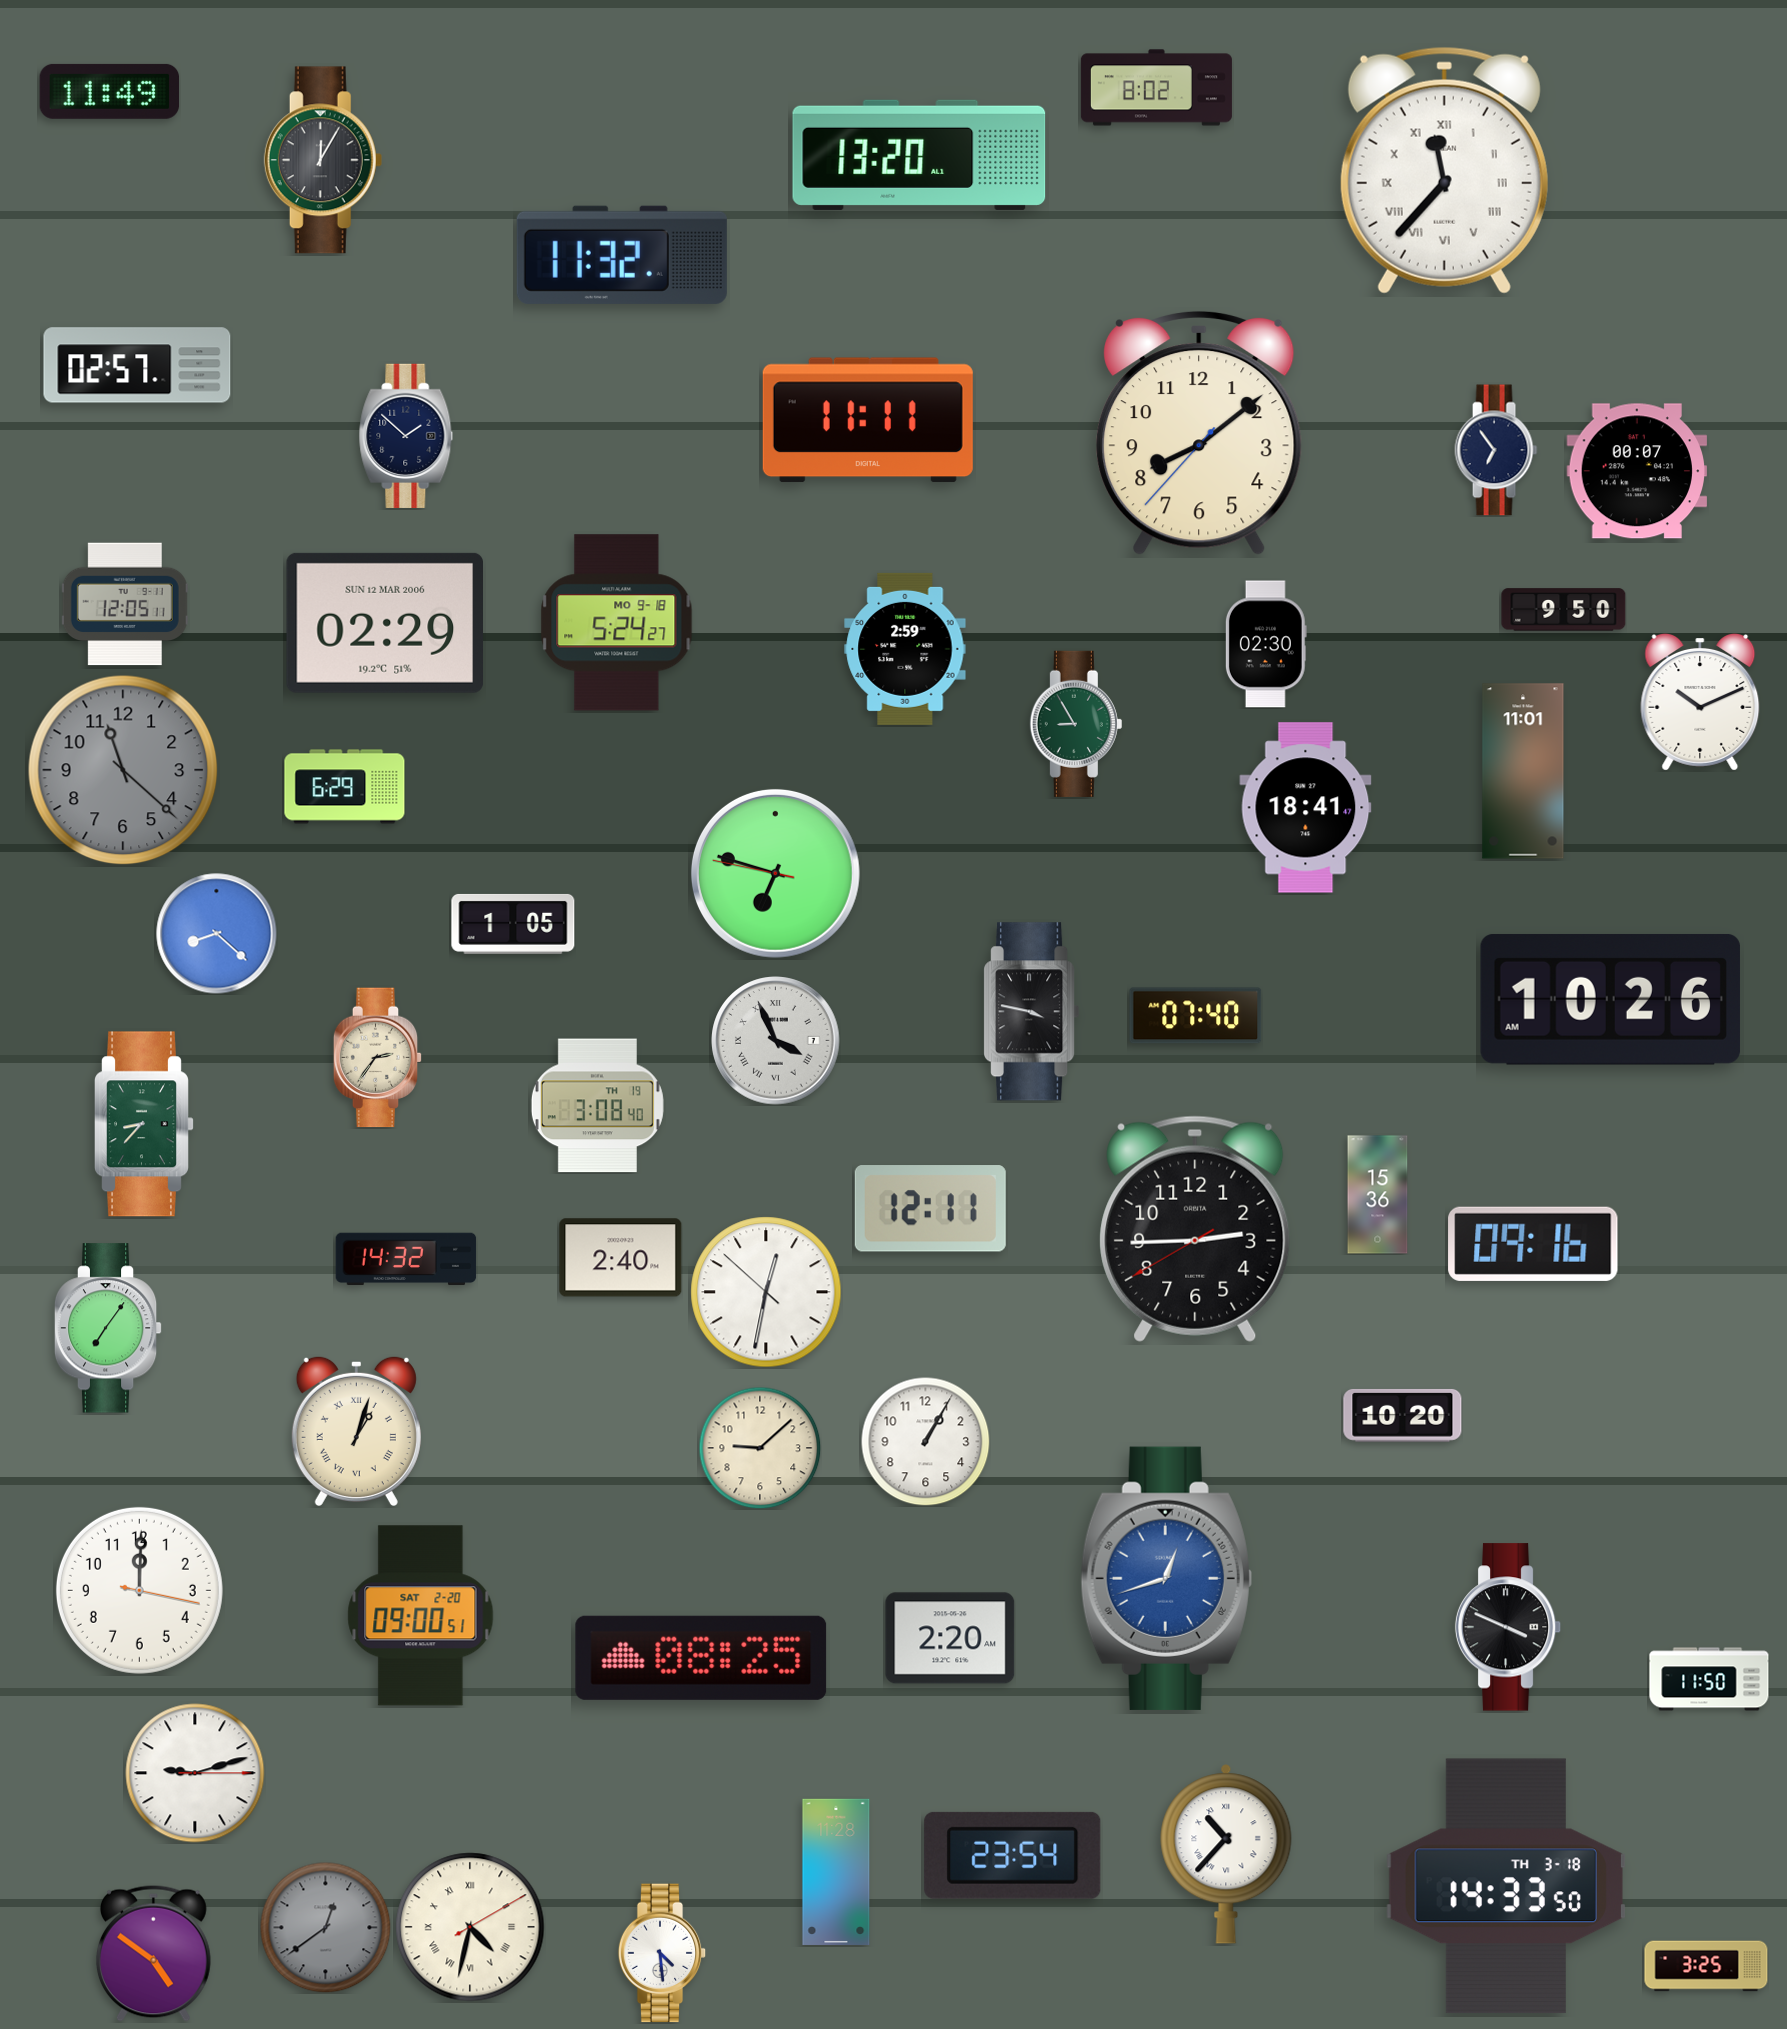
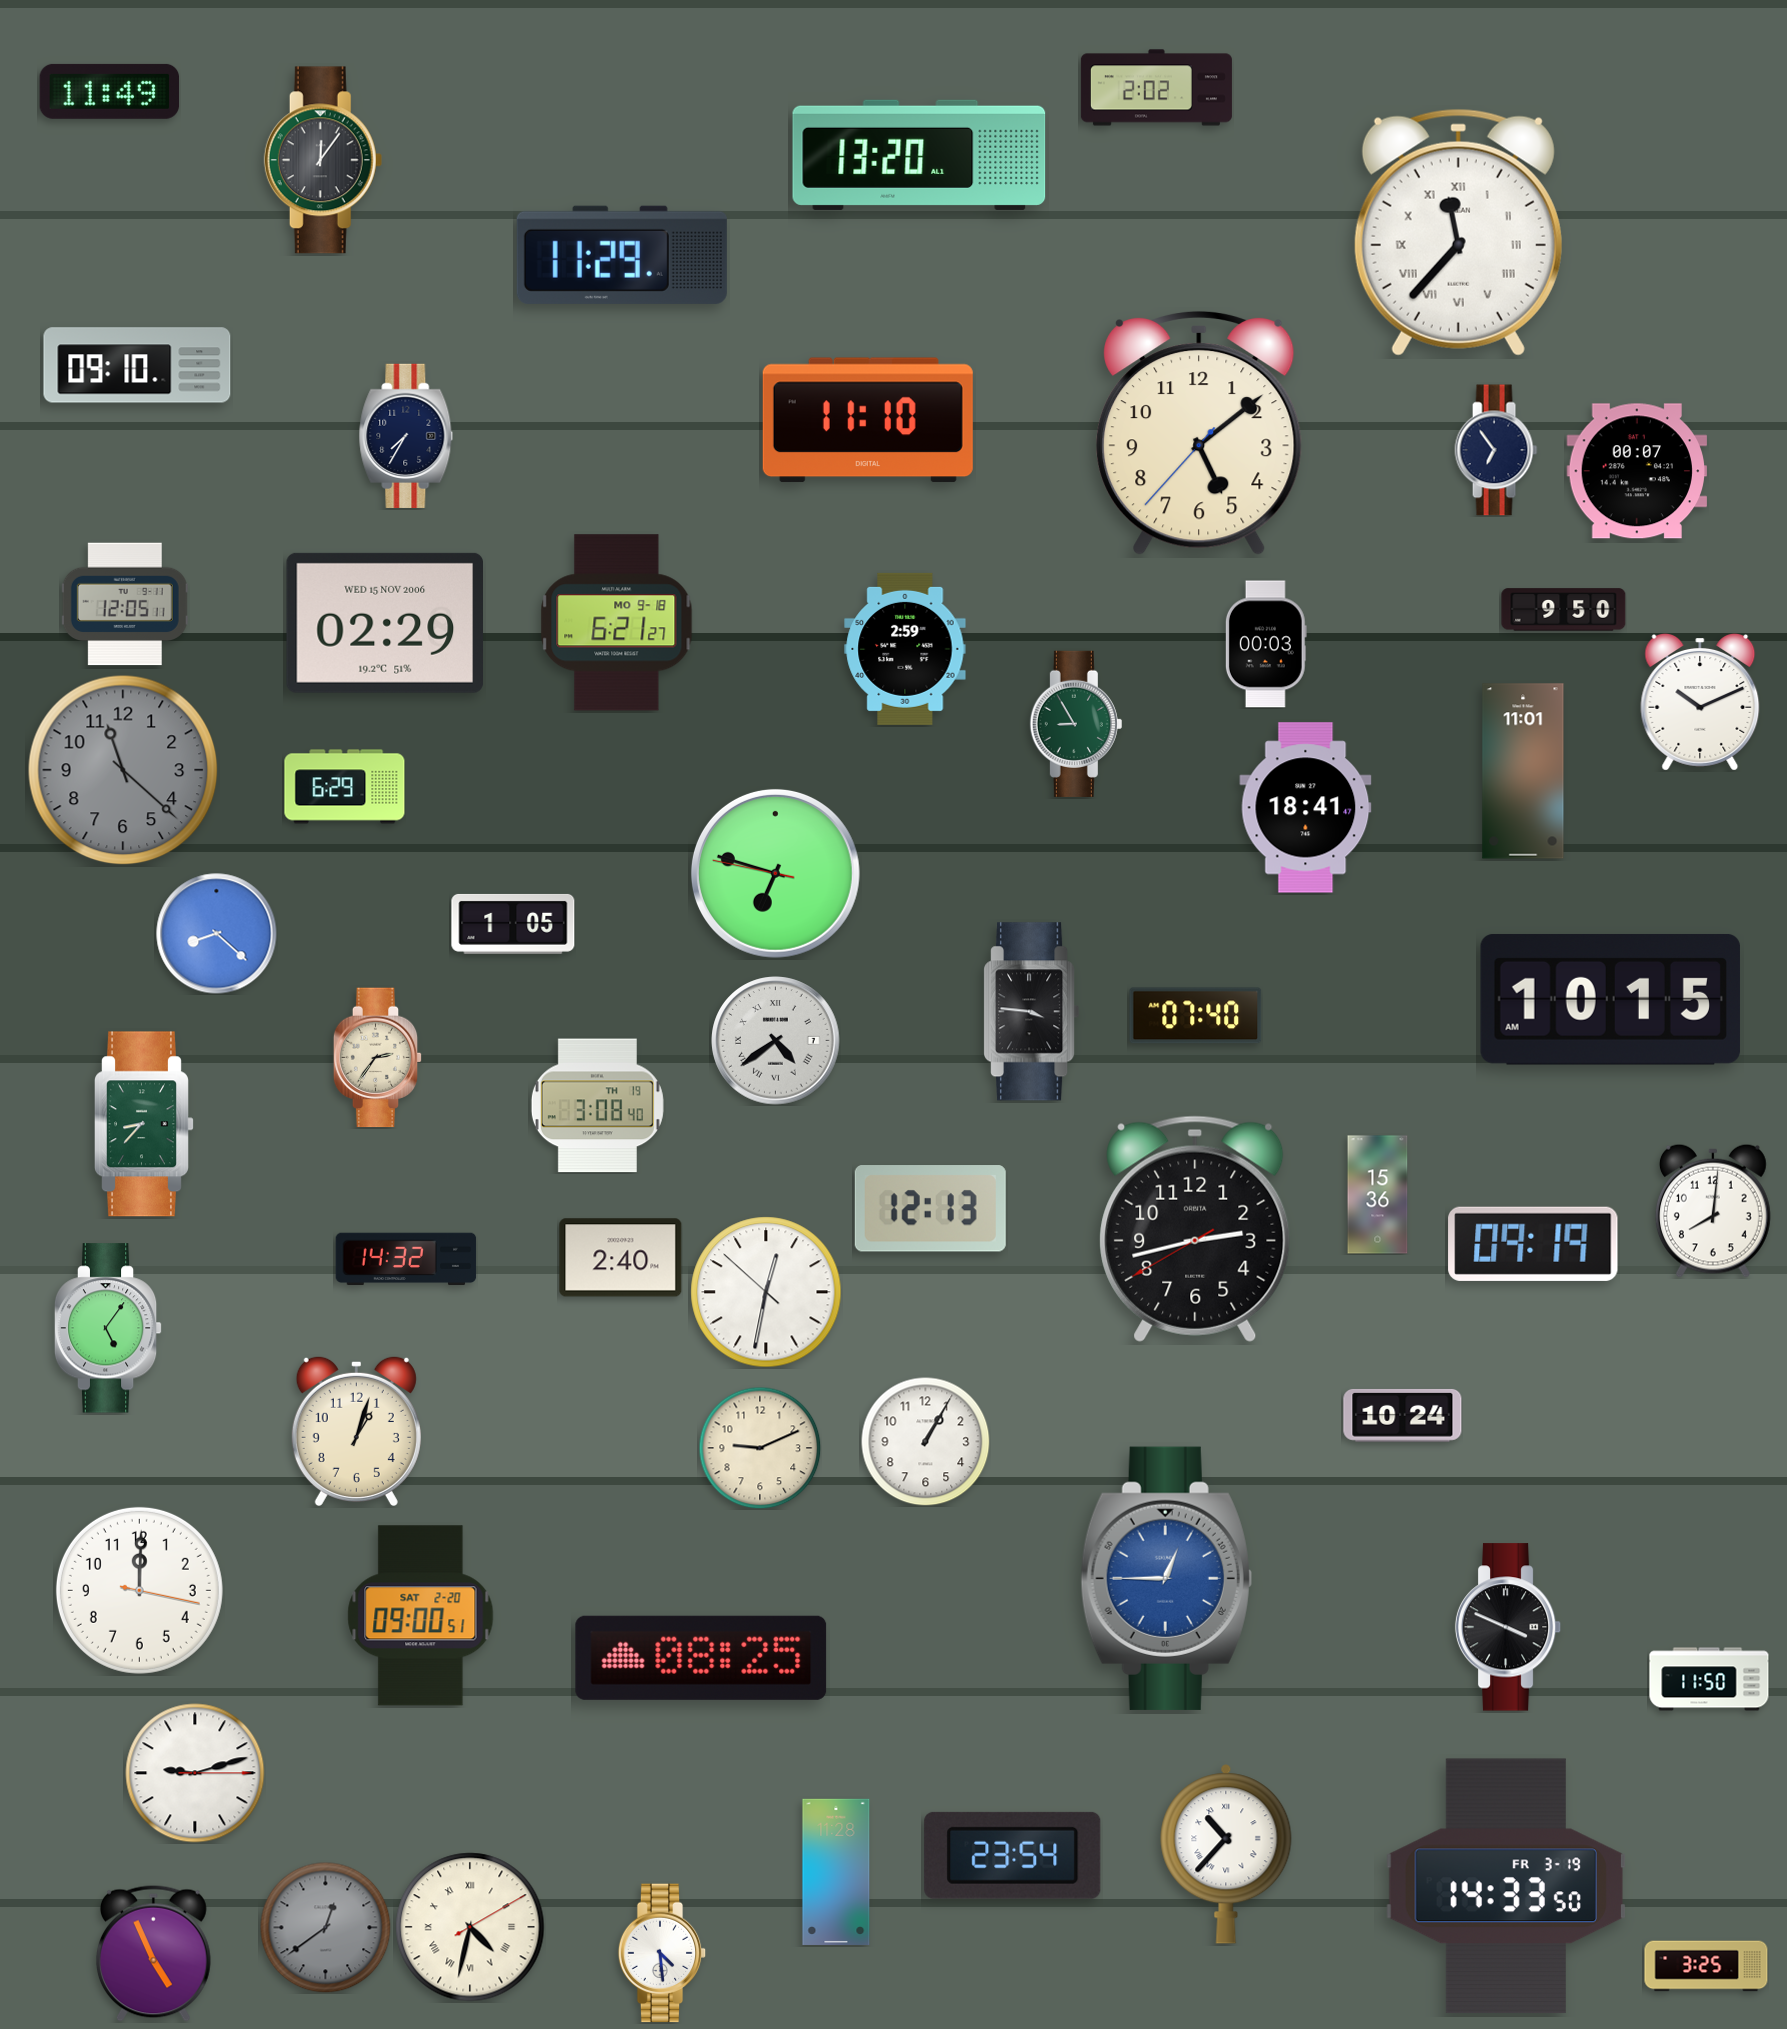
clock at (1156, 88): 8:02 -> 2:02
clock at (323, 160): 12:05 -> 12:06
clock at (1444, 170) position: (1444, 170) -> (1458, 232)
clock at (622, 255): 11:32 -> 11:29
clock at (137, 365): 02:57 -> 09:10
clock at (868, 420): 11:11 -> 11:10
clock at (1199, 433): 8:08 -> 5:08
clock at (406, 436): 1:52 -> 7:35
clock at (384, 623) date: SUN 12 MAR 2006 -> WED 15 NOV 2006
clock at (617, 623): 5:24 -> 6:21
clock at (1266, 644): 02:30 -> 00:03
clock at (1610, 999): 10:26 -> 10:15
clock at (1032, 1012): 3:47 -> 3:46
clock at (776, 1041): 3:56 -> 4:39
clock at (930, 1209): 12:11 -> 12:13
clock at (1713, 1211): none -> 8:01
clock at (1195, 1229): 2:44 -> 2:42
clock at (1533, 1244): 09:16 -> 09:19
clock at (108, 1328): 7:06 -> 5:06
clock at (1403, 1415): 10:20 -> 10:24
clock at (356, 1430) numerals: Roman -> Arabic
clock at (760, 1448): 9:08 -> 9:11
clock at (1166, 1578): 12:42 -> 12:45
clock at (950, 1638): 2:20 -> none
clock at (1506, 1886) date: TH 3-18 -> FR 3-19
clock at (153, 1953): 4:51 -> 4:56
